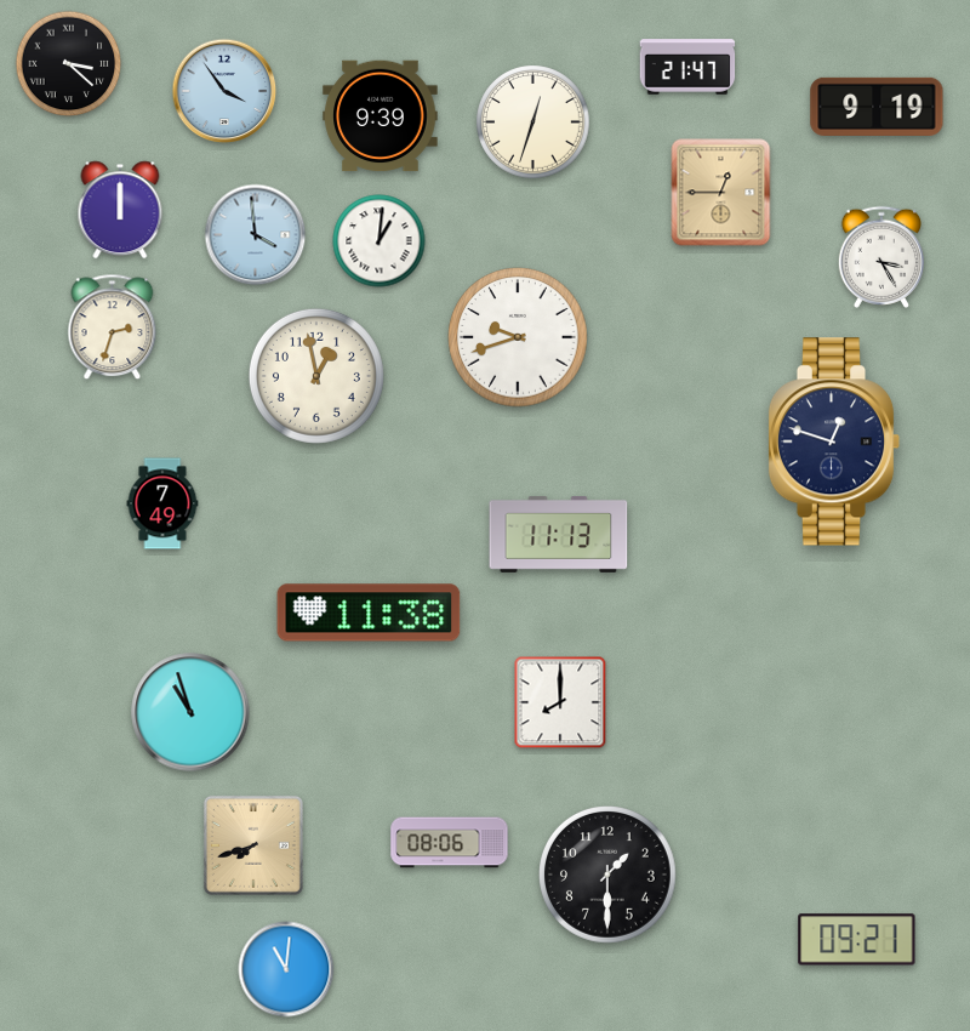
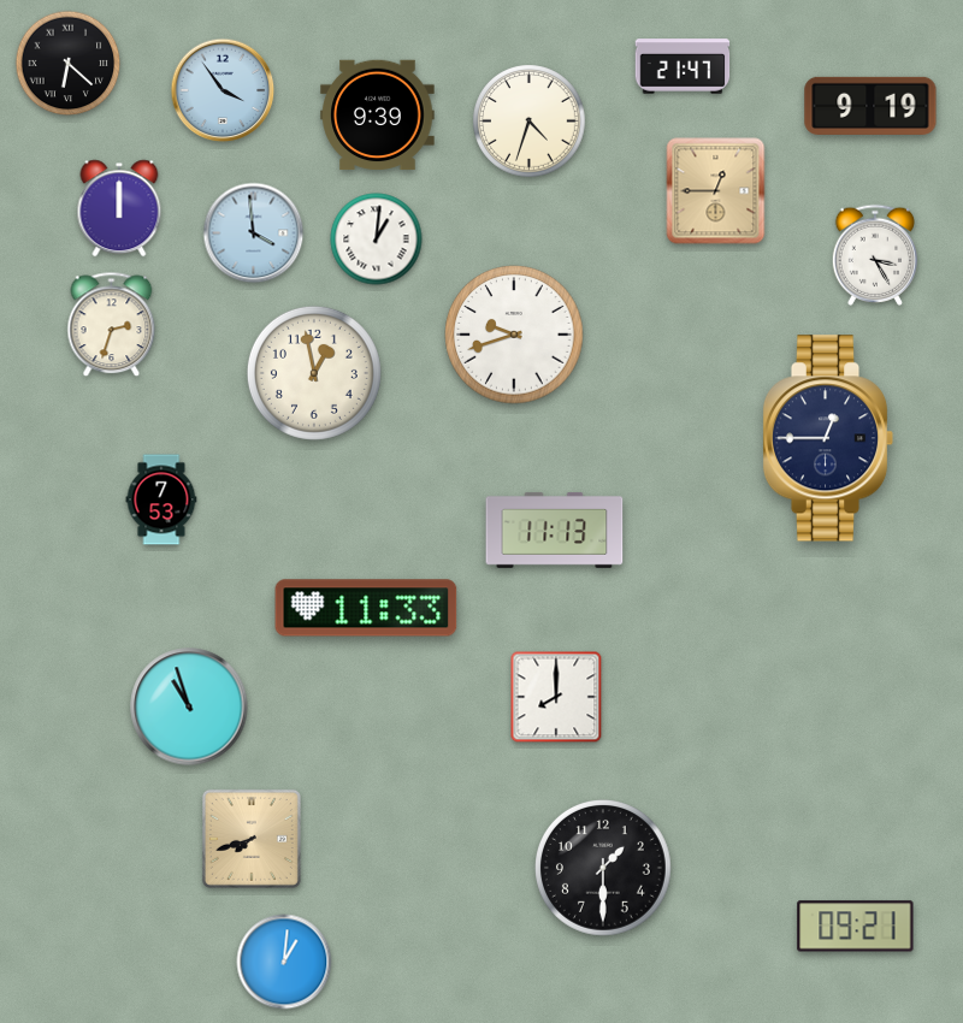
clock at (69, 64): 3:22 -> 6:22
clock at (533, 123): 12:33 -> 4:33
clock at (834, 442): 12:48 -> 12:45
clock at (162, 503): 7:49 -> 7:53
clock at (369, 613): 11:38 -> 11:33
clock at (450, 843): 08:06 -> none
clock at (857, 940) position: (857, 940) -> (856, 927)
clock at (286, 969): 11:01 -> 1:01
